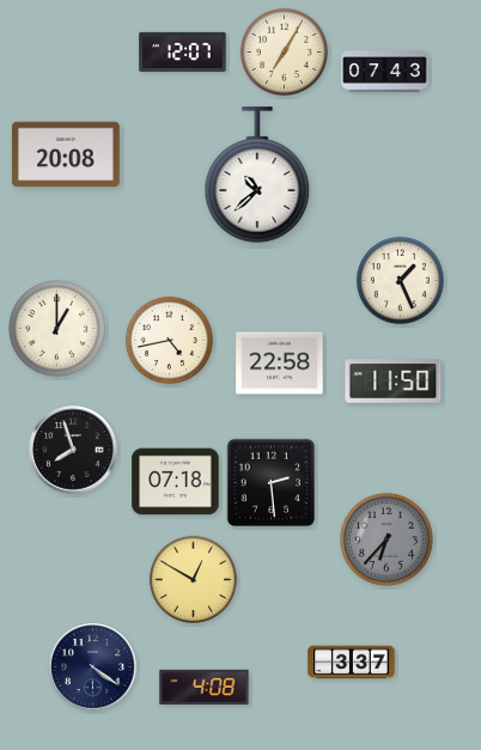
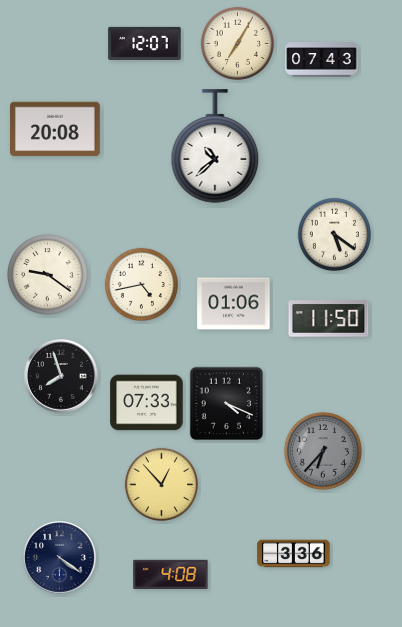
clock at (183, 51) position: (183, 51) -> (145, 43)
clock at (400, 280): 1:26 -> 5:21
clock at (57, 329): 1:00 -> 9:21
clock at (280, 364): 22:58 -> 01:06
clock at (176, 482): 07:18 -> 07:33
clock at (272, 483): 2:29 -> 4:19
clock at (193, 579): 12:50 -> 12:53
clock at (352, 663): 3:37 -> 3:36
clock at (93, 667) position: (93, 667) -> (60, 558)
